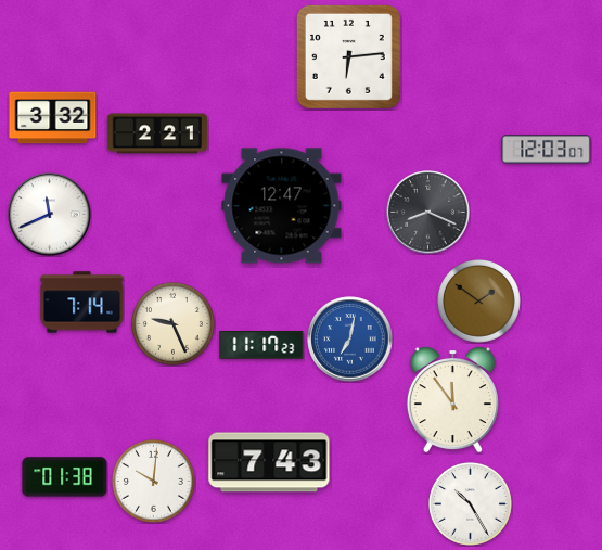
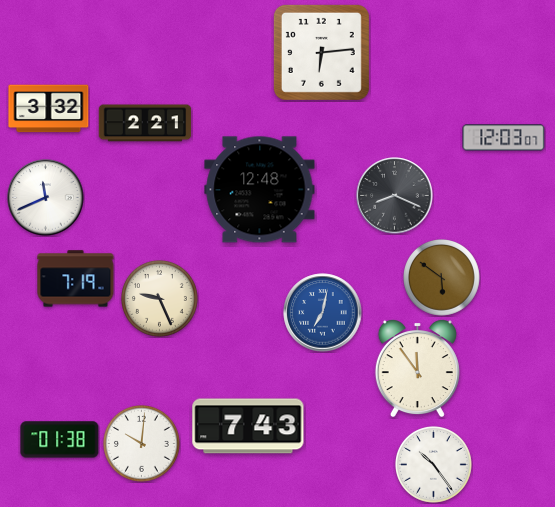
clock at (282, 206): 12:47 -> 12:48
clock at (479, 302): 1:51 -> 5:51
clock at (82, 303): 7:14 -> 7:19
clock at (261, 346): 11:17 -> none
clock at (471, 504): 10:25 -> 10:24
